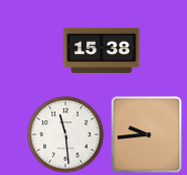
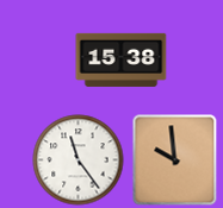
clock at (66, 135): 11:29 -> 11:24
clock at (147, 135): 9:44 -> 9:59
